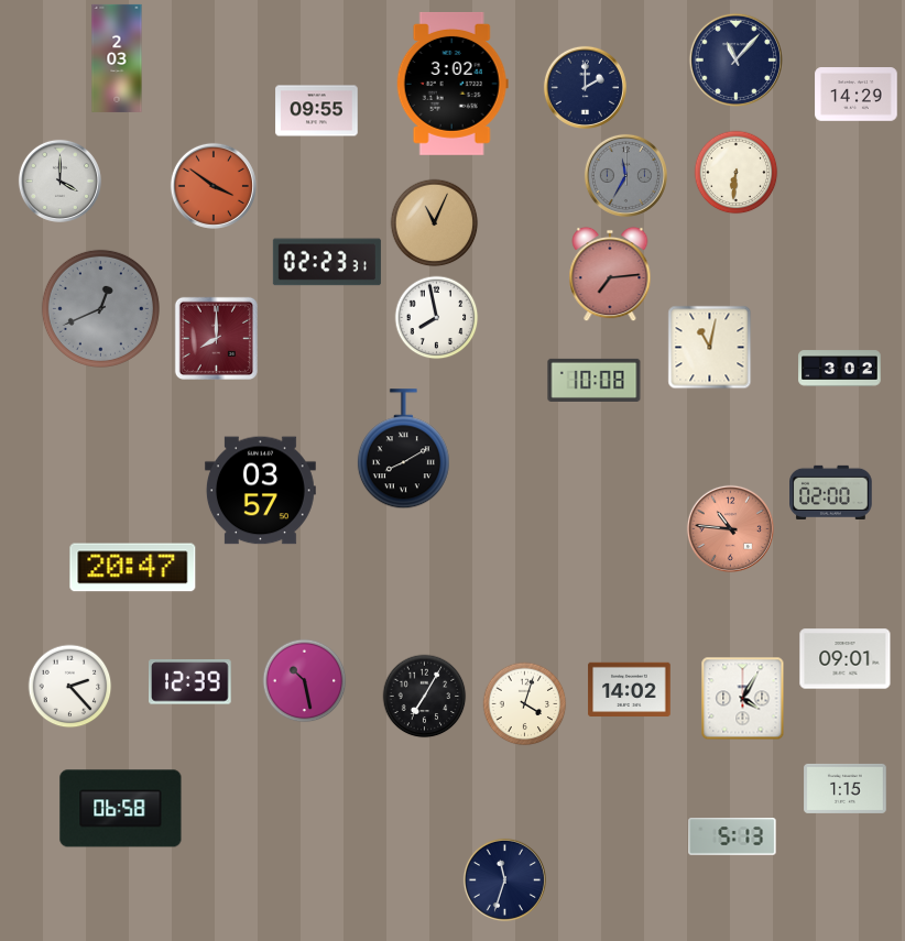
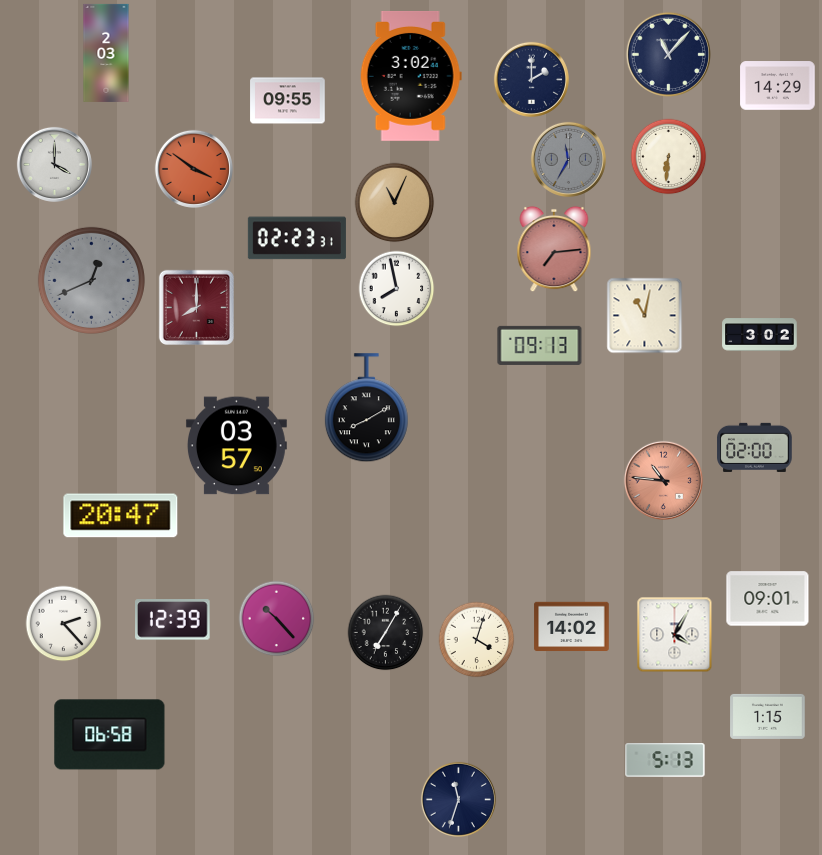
clock at (840, 369) position: (840, 369) -> (760, 335)
clock at (595, 380): 10:08 -> 09:13
clock at (305, 681): 10:28 -> 10:23
